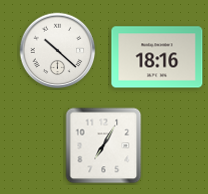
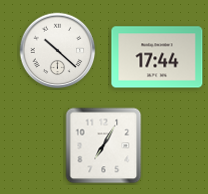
clock at (157, 57): 18:16 -> 17:44
